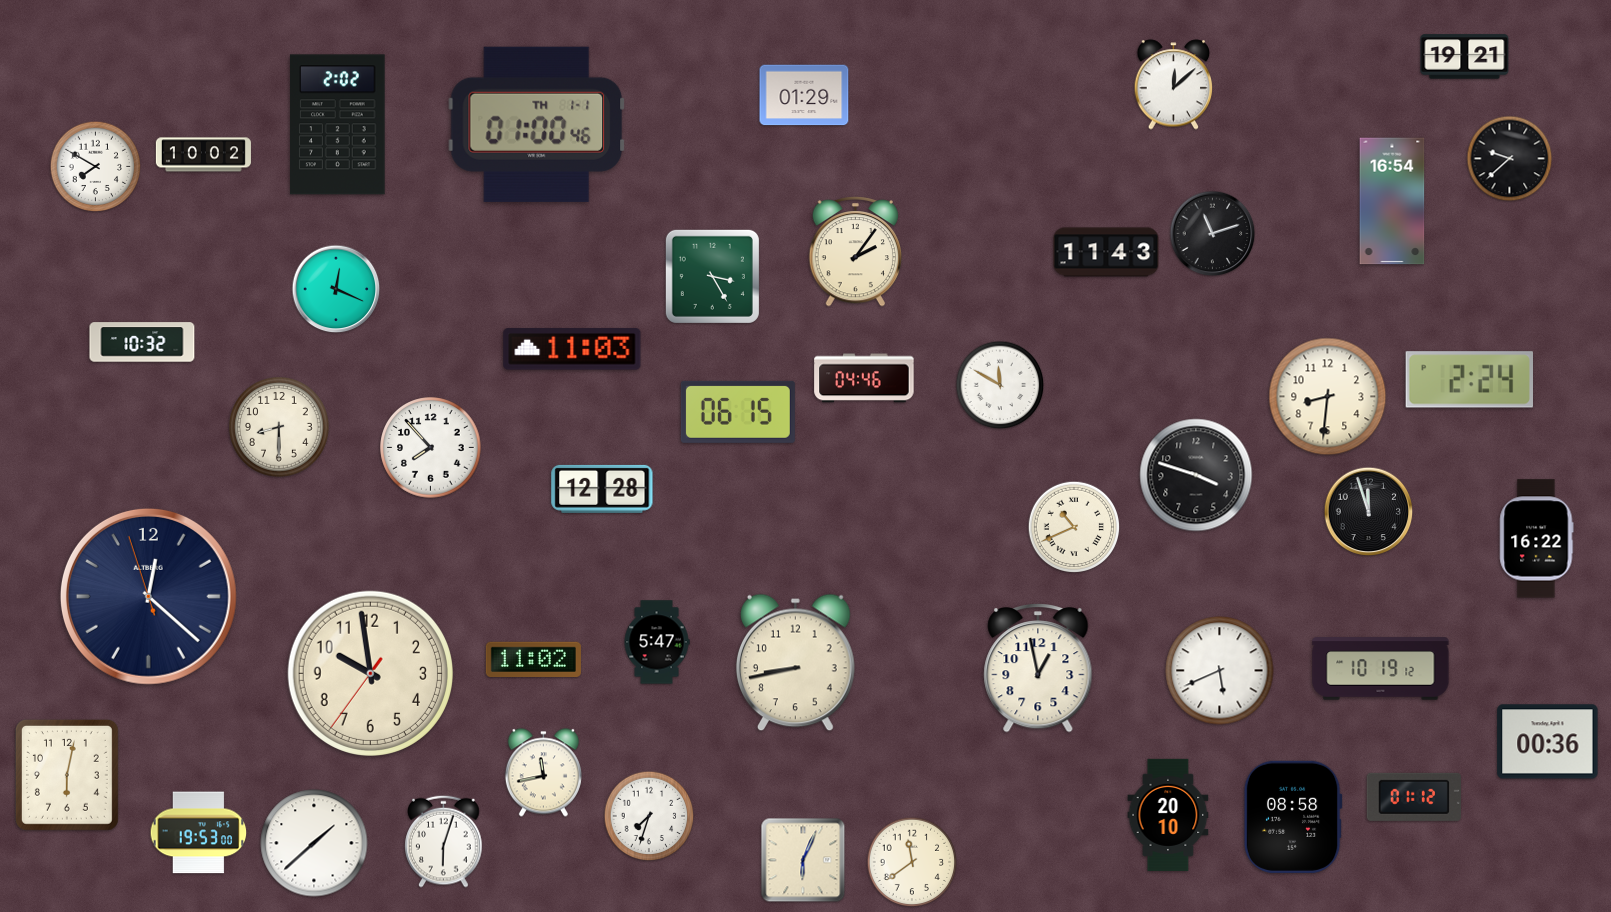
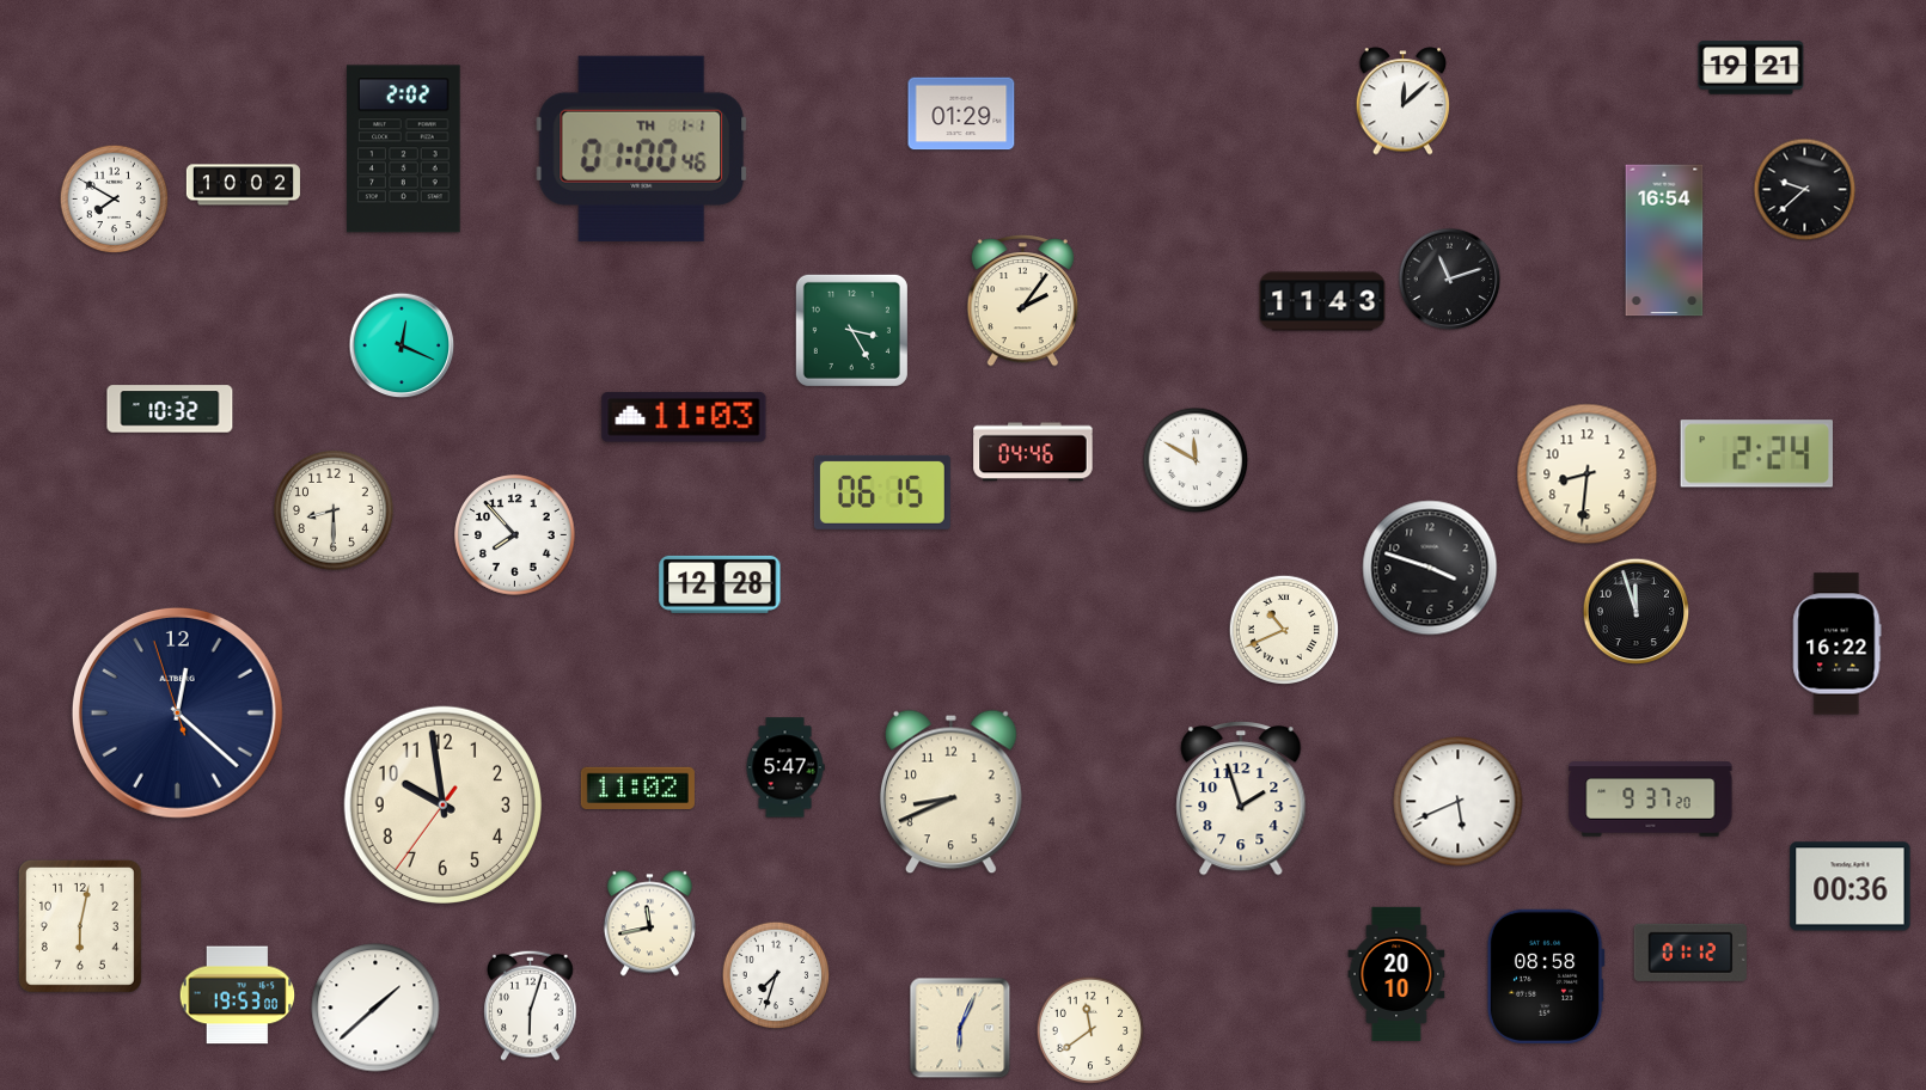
clock at (795, 663): 8:43 -> 8:41
clock at (1038, 669): 12:58 -> 1:57
clock at (1381, 669): 10:19 -> 9:37
